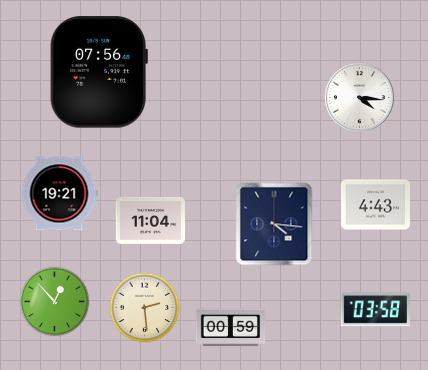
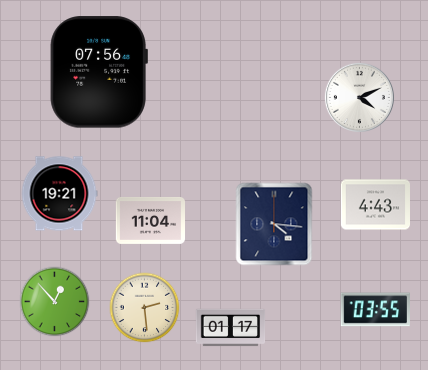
clock at (359, 97): 4:16 -> 4:11
clock at (375, 310): 03:58 -> 03:55
clock at (231, 328): 00:59 -> 01:17
